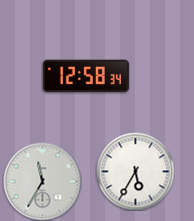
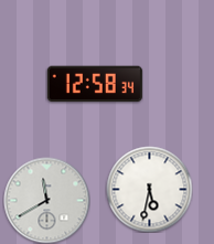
clock at (135, 171): 5:35 -> 5:32
clock at (42, 181): 11:35 -> 11:40
